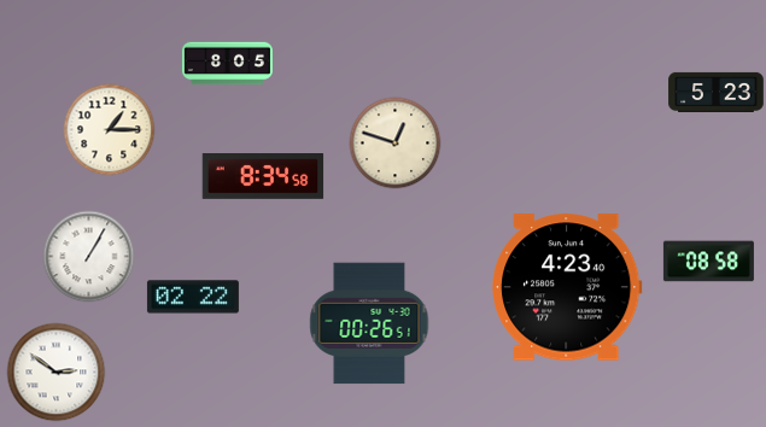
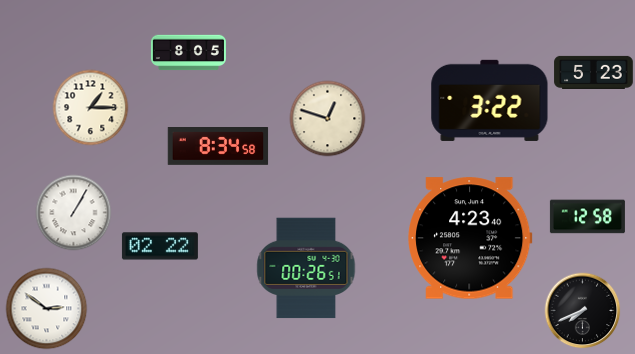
clock at (717, 92) position: (717, 92) -> (594, 72)
clock at (490, 100): none -> 3:22
clock at (708, 262): 08:58 -> 12:58
clock at (583, 311): none -> 7:41
